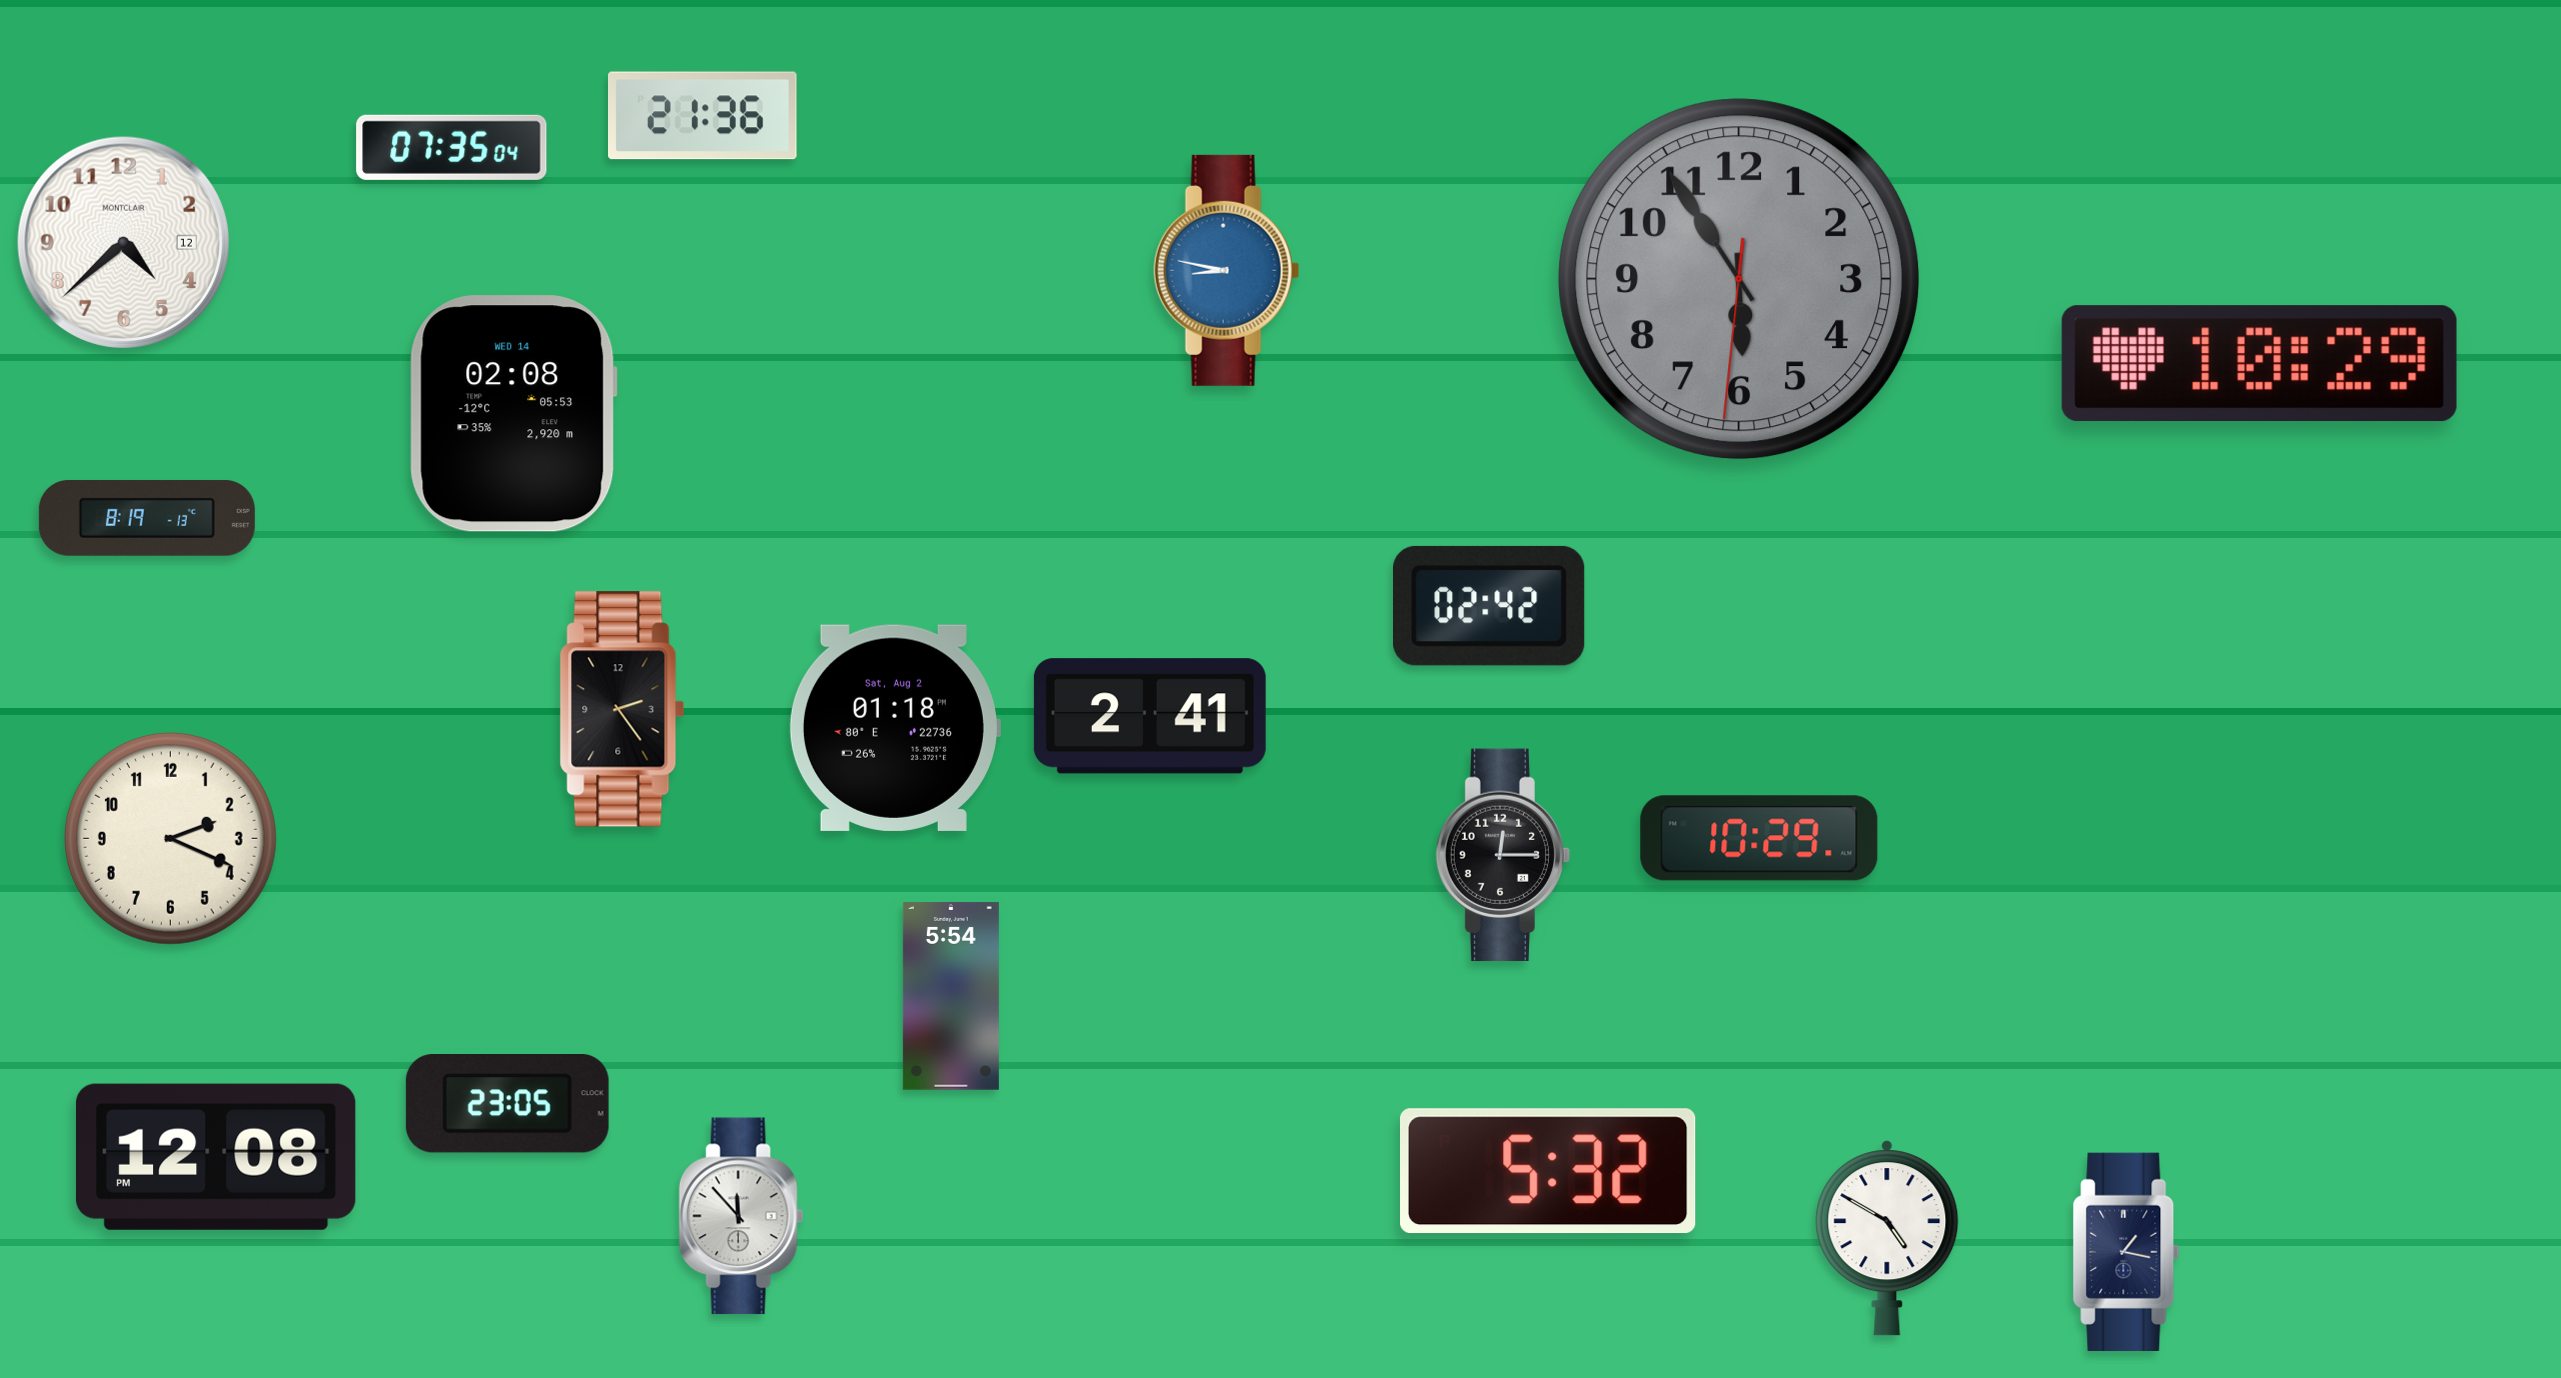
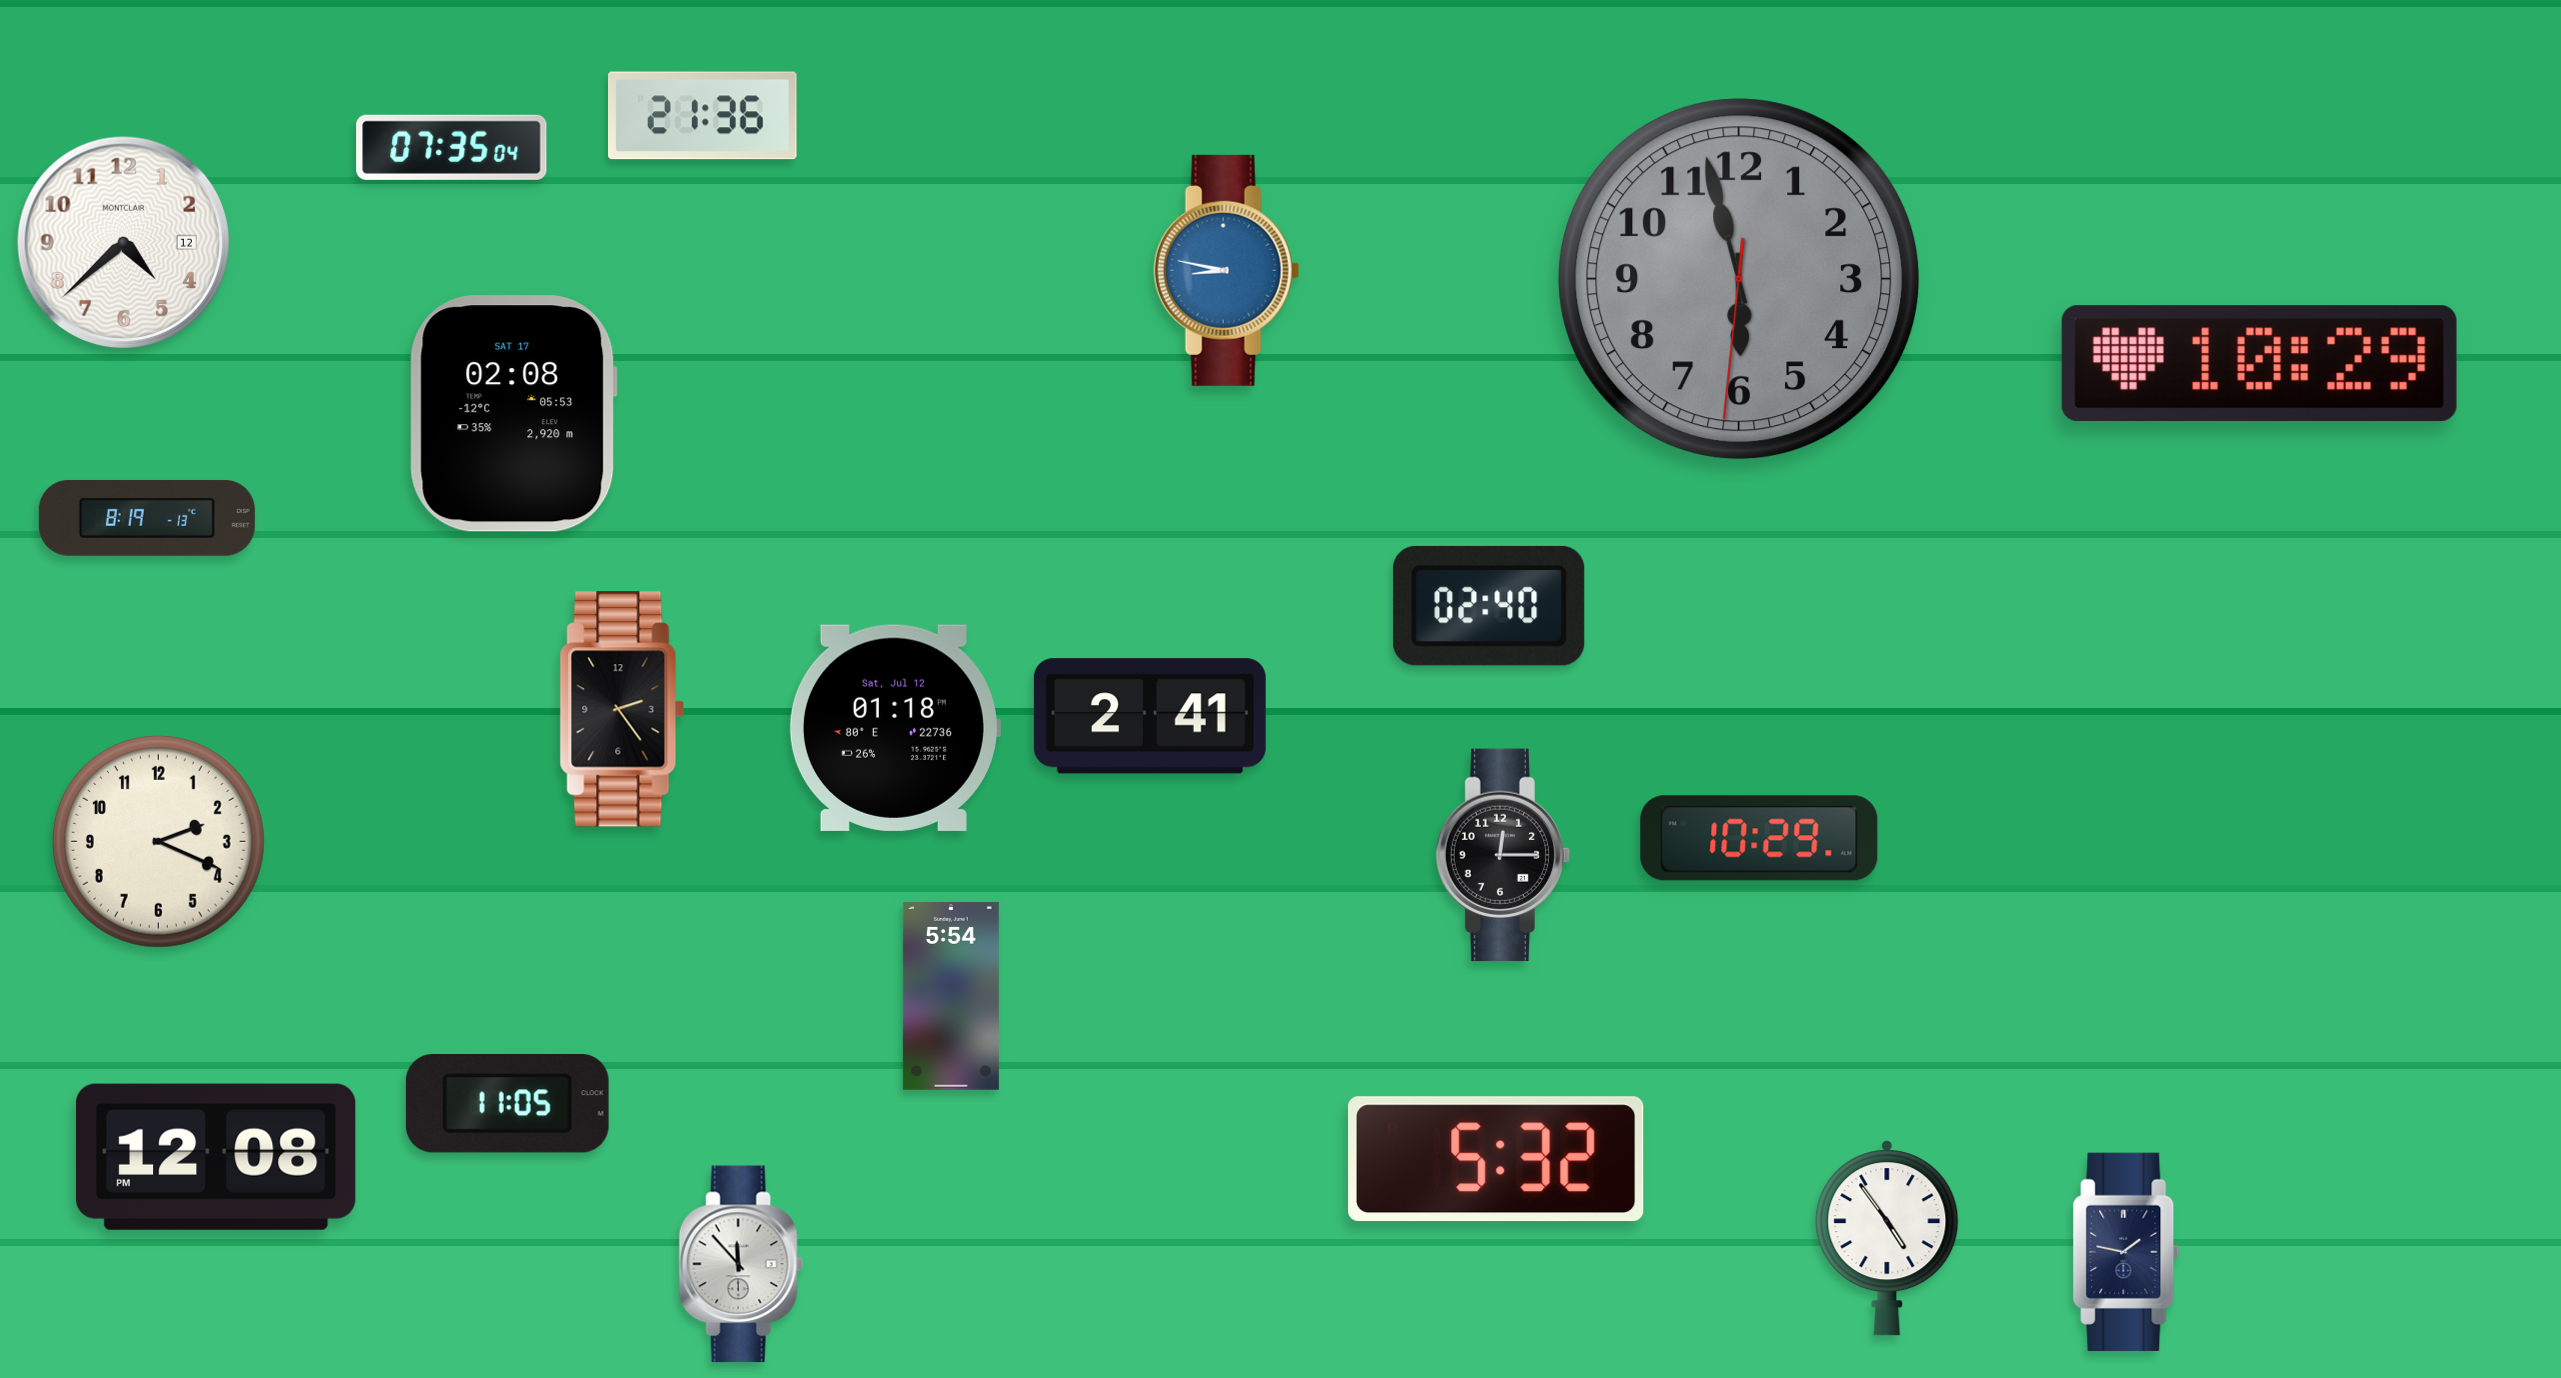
clock at (1739, 279): 5:54 -> 5:57
clock at (513, 414) date: WED 14 -> SAT 17
clock at (1490, 606): 02:42 -> 02:40
clock at (894, 728) date: Sat, Aug 2 -> Sat, Jul 12
clock at (170, 838) position: (170, 838) -> (158, 841)
clock at (507, 1104): 23:05 -> 11:05
clock at (1549, 1171) position: (1549, 1171) -> (1497, 1159)
clock at (741, 1216) position: (741, 1216) -> (741, 1264)
clock at (1887, 1238): 4:50 -> 4:54
clock at (2126, 1252): 1:17 -> 1:47
